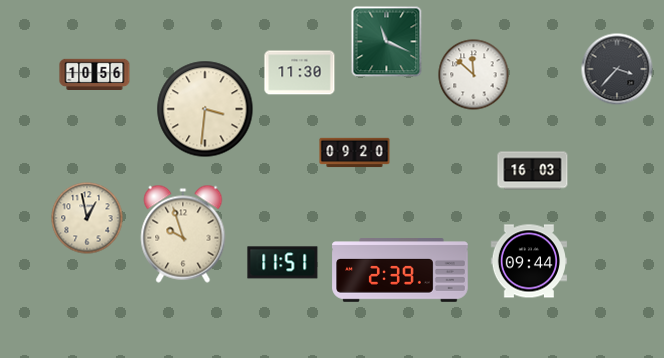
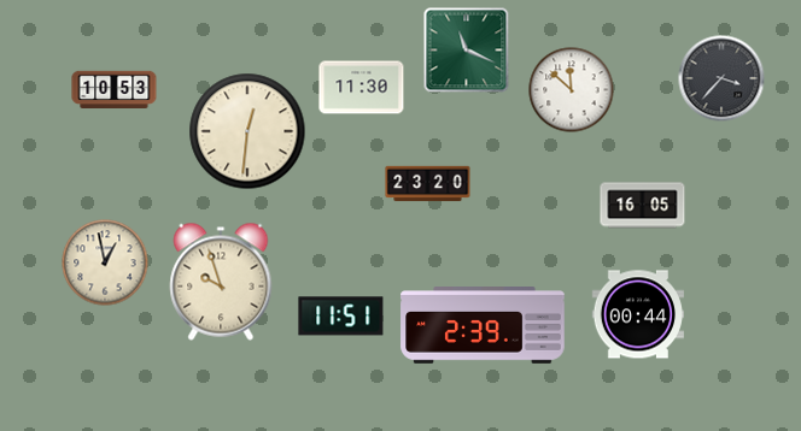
clock at (617, 69) position: (617, 69) -> (721, 78)
clock at (95, 75): 10:56 -> 10:53
clock at (205, 109): 3:31 -> 12:31
clock at (355, 153): 09:20 -> 23:20
clock at (533, 171): 16:03 -> 16:05
clock at (528, 261): 09:44 -> 00:44
